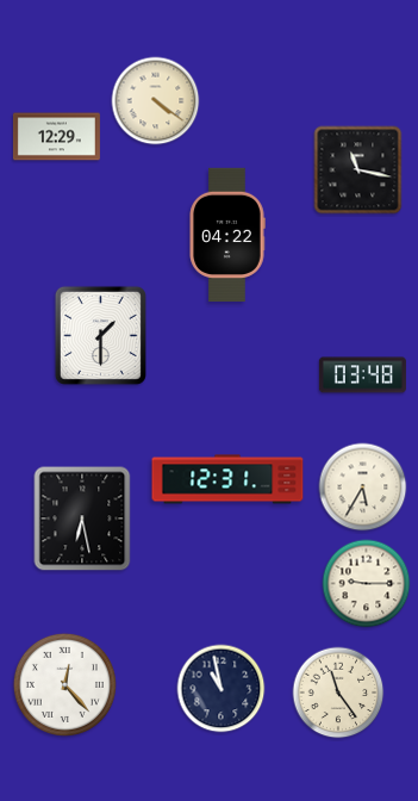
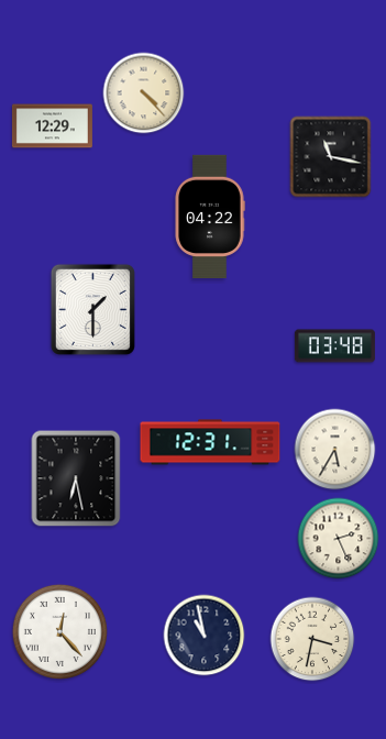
clock at (156, 101): 4:21 -> 4:23
clock at (367, 584): 9:15 -> 2:26
clock at (338, 693): 11:24 -> 3:32
